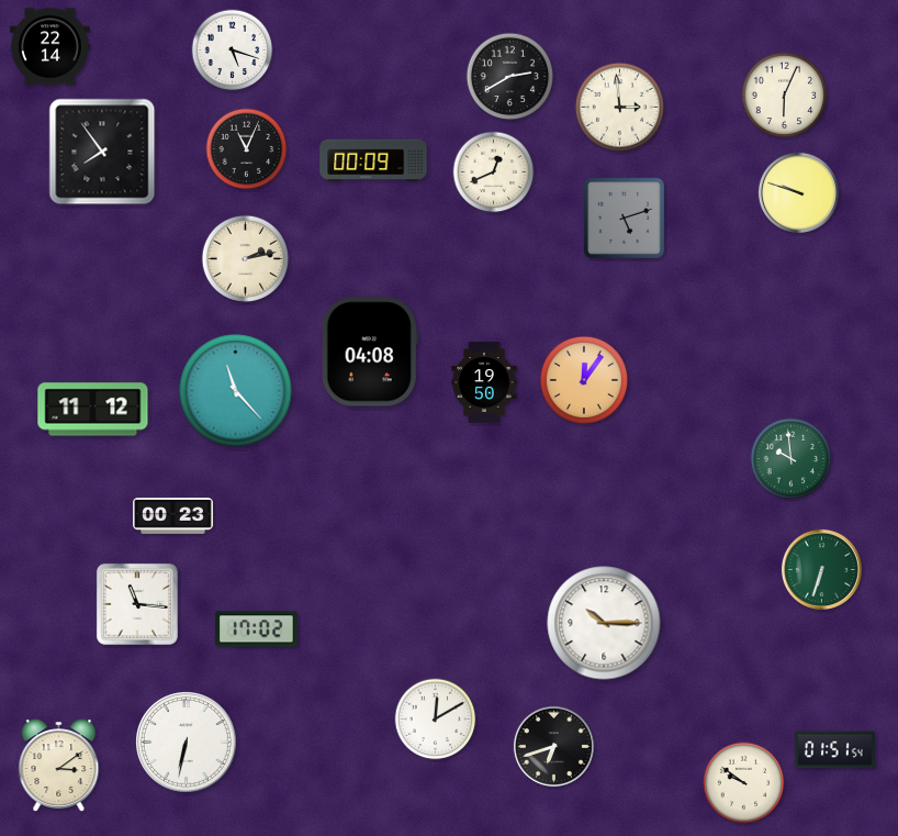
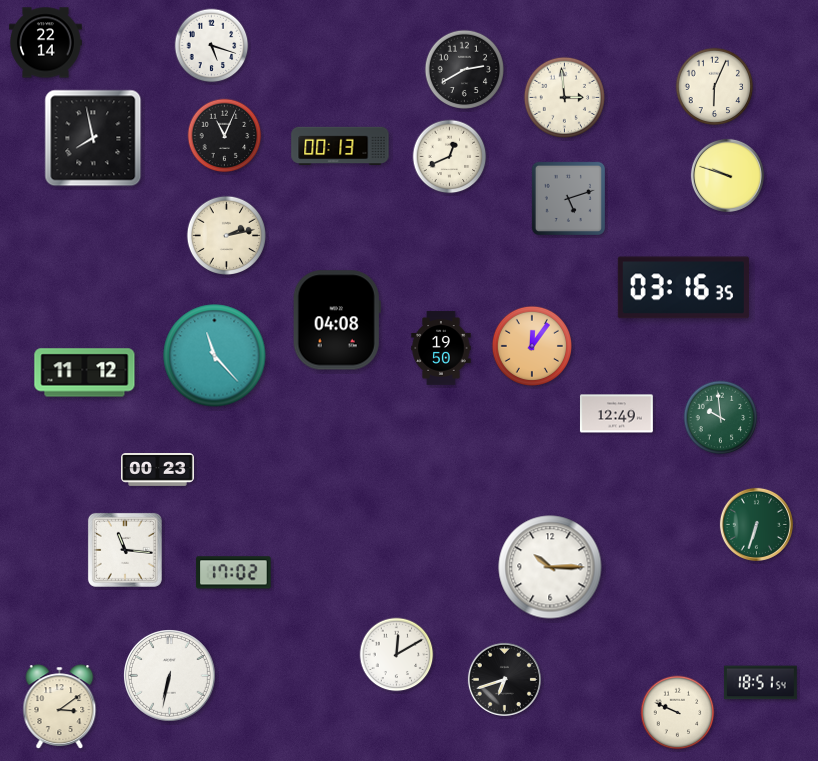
clock at (102, 152): 7:54 -> 7:58
clock at (373, 160): 00:09 -> 00:13
clock at (246, 259) position: (246, 259) -> (227, 236)
clock at (683, 288): none -> 03:16
clock at (617, 414): none -> 12:49
clock at (821, 569) position: (821, 569) -> (756, 524)
clock at (834, 750): 01:51 -> 18:51
clock at (59, 766) position: (59, 766) -> (60, 707)
clock at (744, 783): 9:51 -> 9:49
